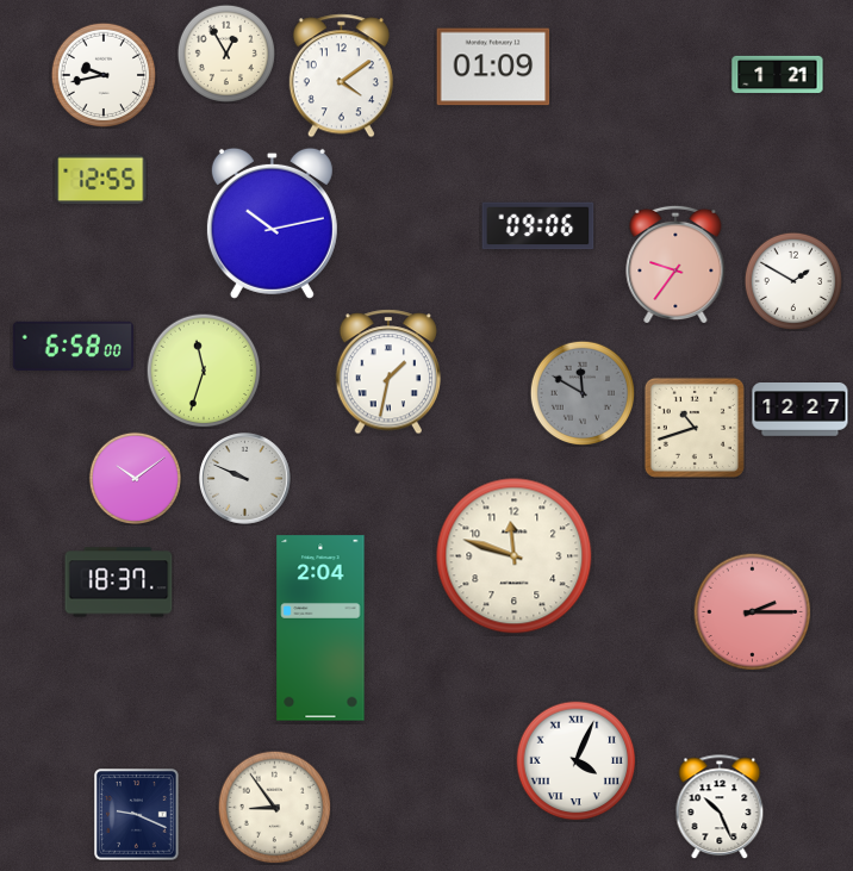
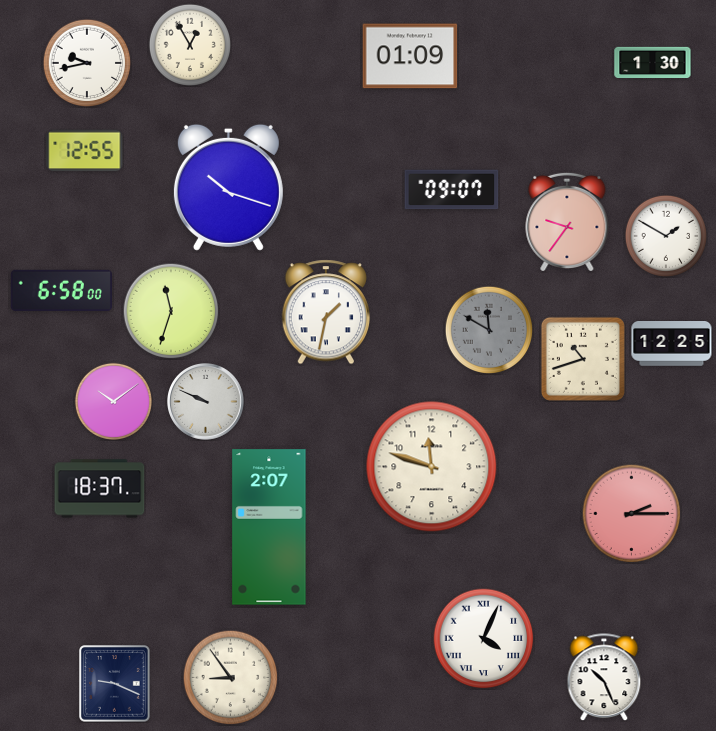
clock at (493, 67) position: (493, 67) -> (410, 56)
clock at (778, 75): 1:21 -> 1:30
clock at (341, 76): 4:09 -> none
clock at (272, 223): 10:13 -> 10:18
clock at (538, 226): 09:06 -> 09:07
clock at (801, 410): 12:27 -> 12:25
clock at (320, 628): 2:04 -> 2:07
